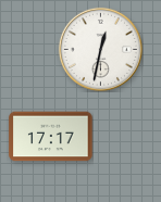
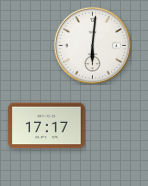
clock at (100, 49): 12:32 -> 6:01
